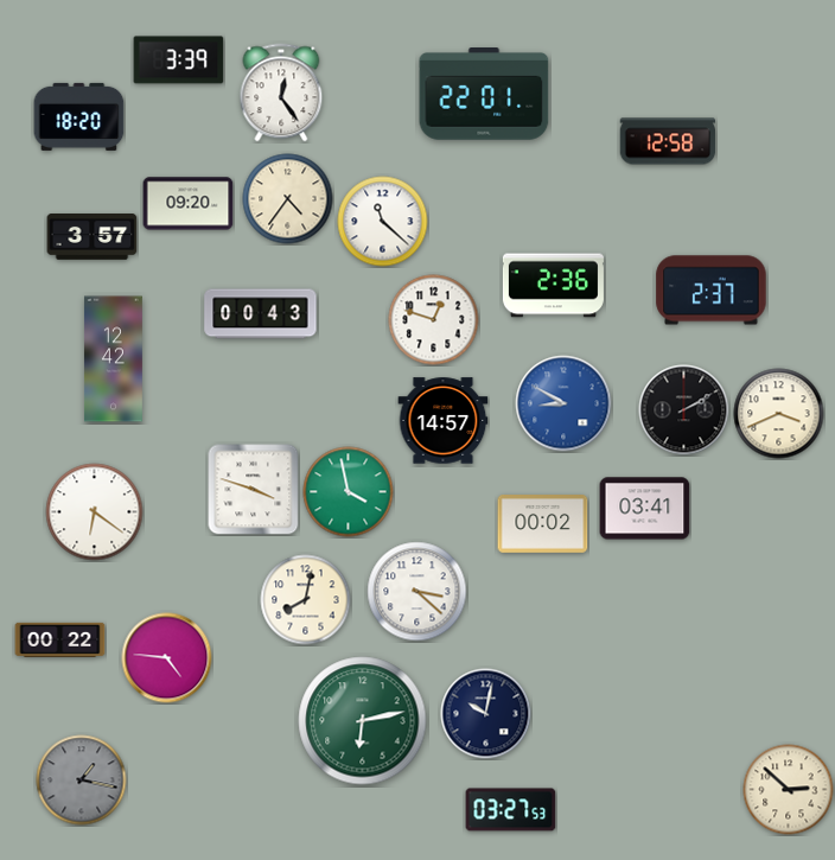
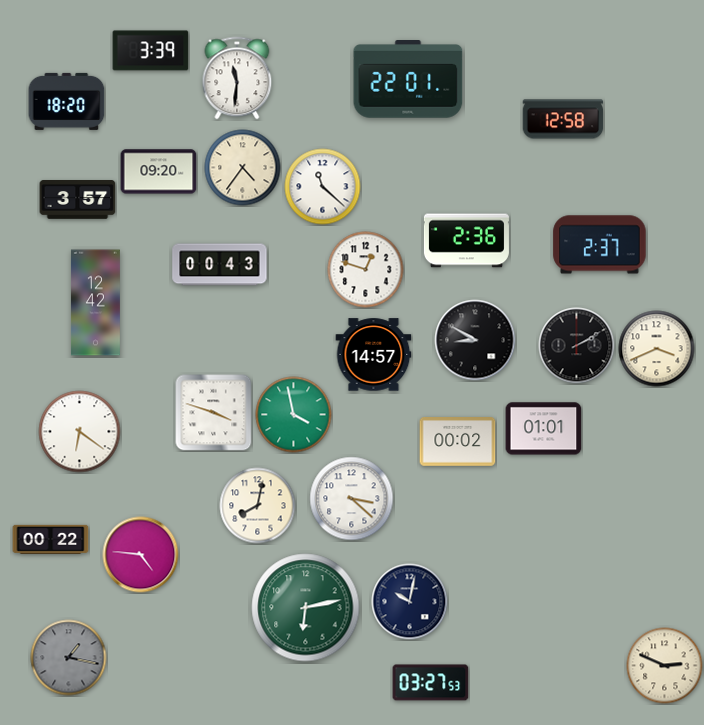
clock at (281, 93): 12:24 -> 11:31
clock at (79, 116) position: (79, 116) -> (67, 101)
clock at (563, 403) dial: blue -> black
clock at (645, 509): 03:41 -> 01:01
clock at (789, 790): 2:52 -> 2:49
